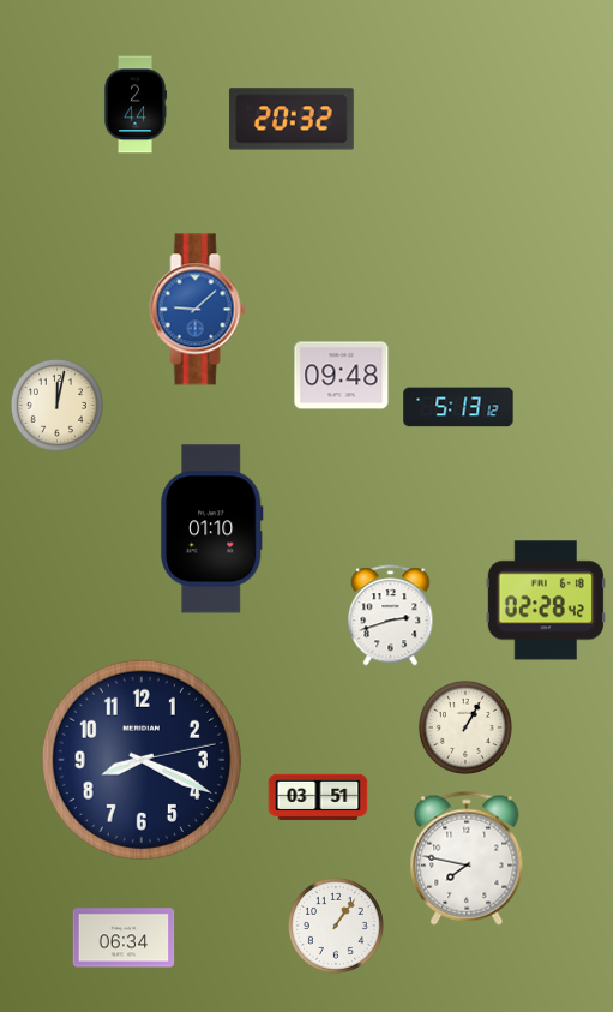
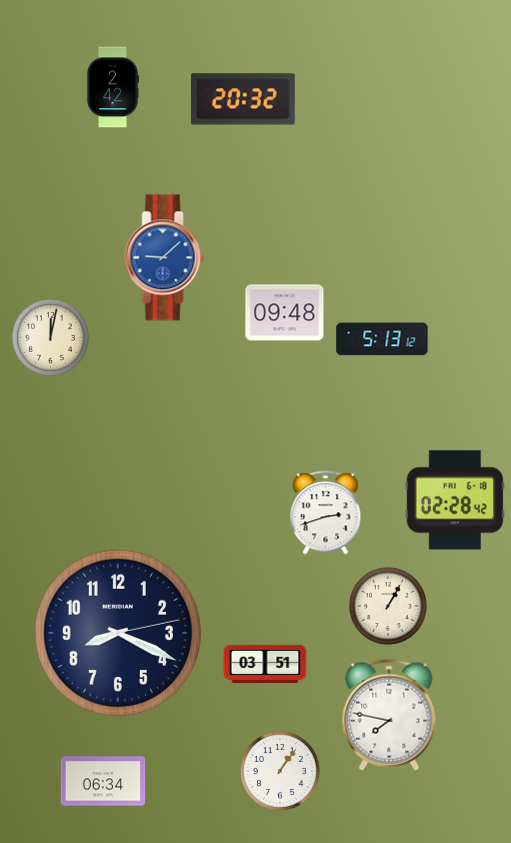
clock at (136, 104): 2:44 -> 2:42
clock at (56, 405) position: (56, 405) -> (50, 337)
clock at (211, 529): 01:10 -> none
